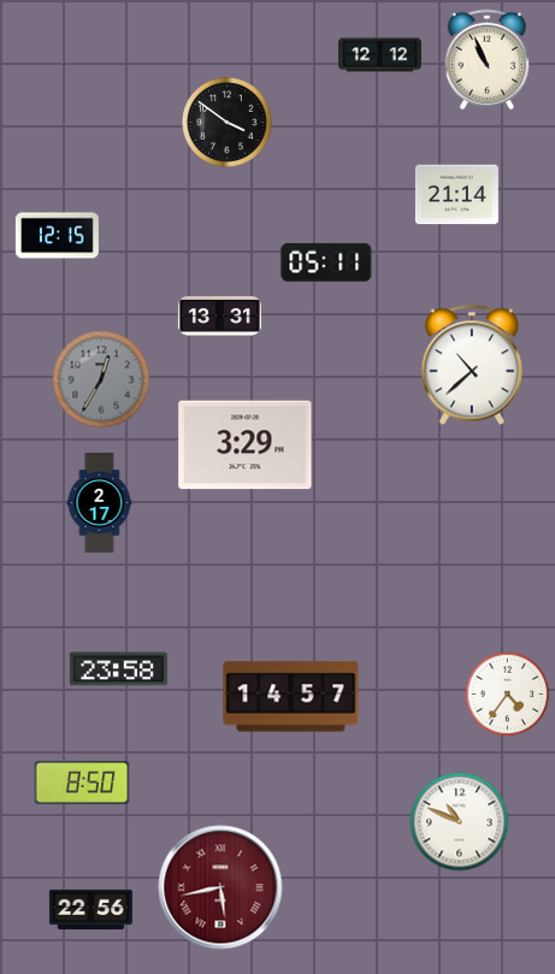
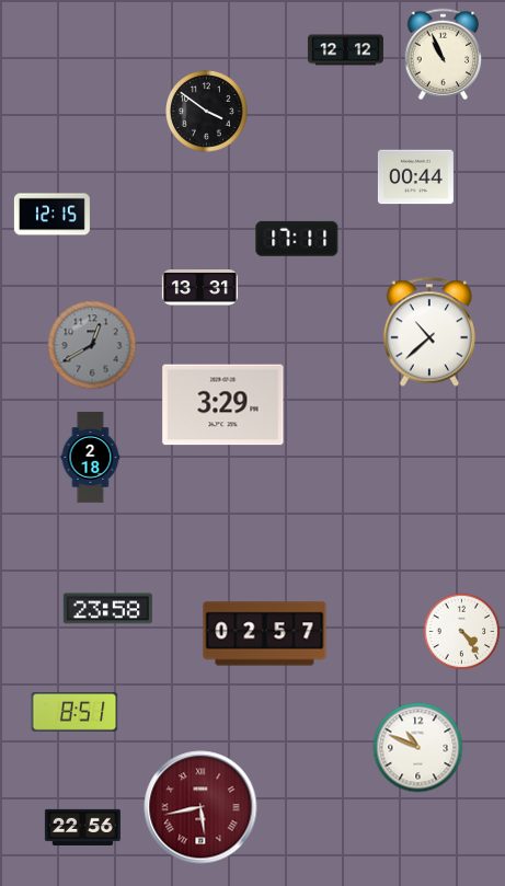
clock at (456, 195): 21:14 -> 00:44
clock at (326, 262): 05:11 -> 17:11
clock at (101, 379): 12:35 -> 12:40
clock at (100, 503): 2:17 -> 2:18
clock at (508, 695): 4:36 -> 4:24
clock at (291, 697): 14:57 -> 02:57
clock at (82, 783): 8:50 -> 8:51
